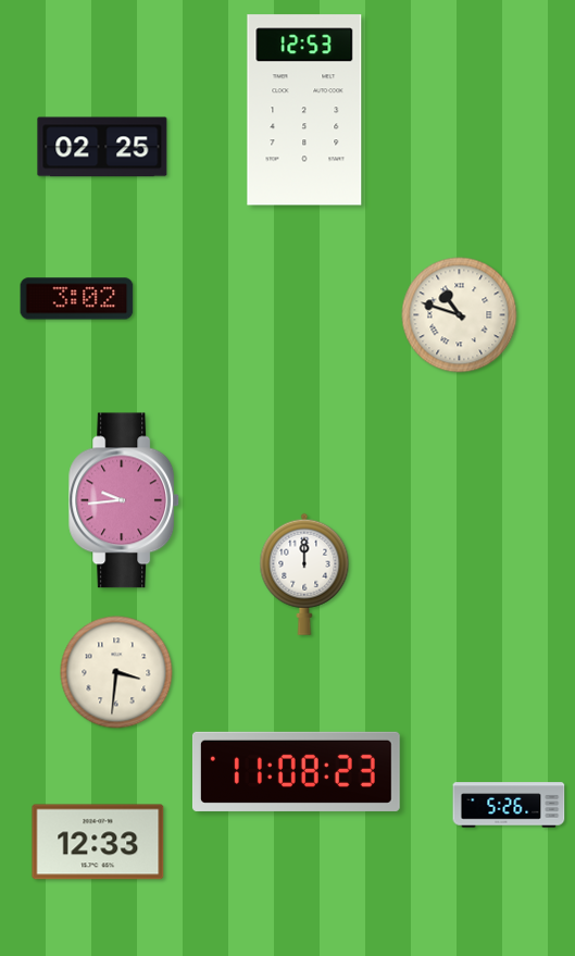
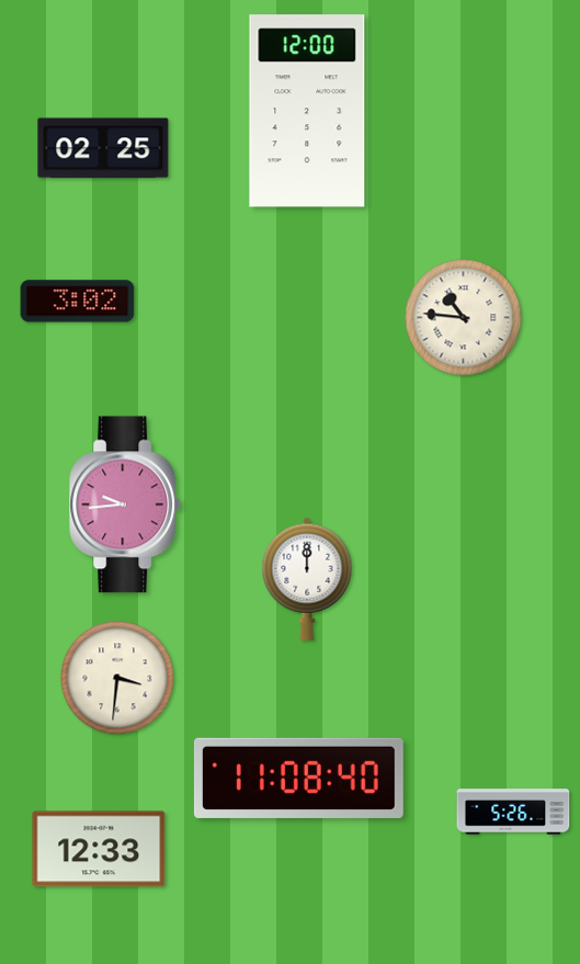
clock at (304, 110): 12:53 -> 12:00
clock at (460, 315): 10:48 -> 10:46
clock at (296, 771): 11:08:23 -> 11:08:40
